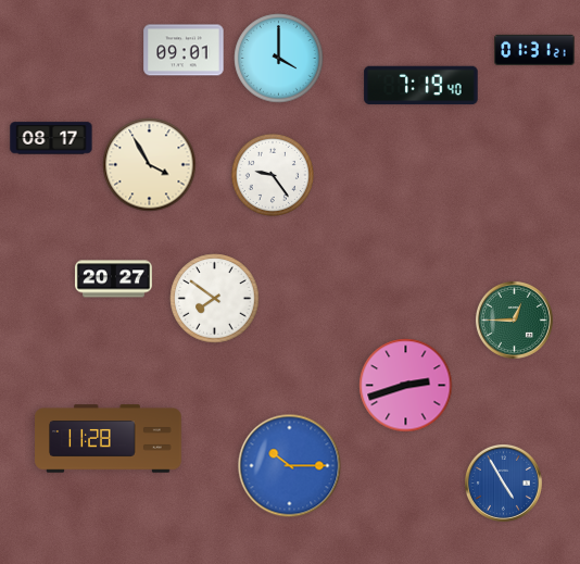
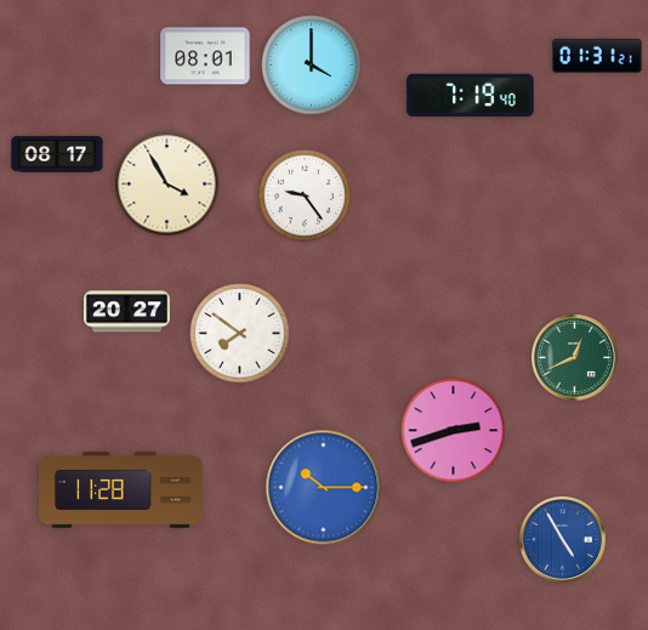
clock at (184, 50): 09:01 -> 08:01
clock at (514, 319): 12:45 -> 12:41
clock at (290, 466) position: (290, 466) -> (324, 488)
